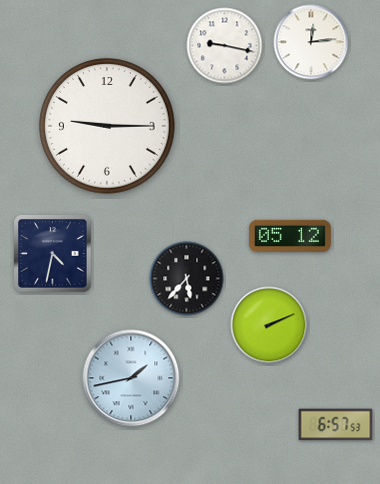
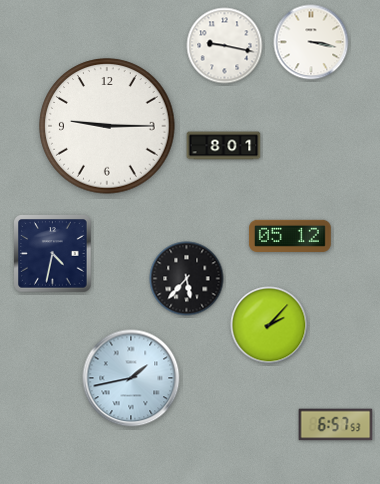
clock at (311, 42): 12:14 -> 3:17
clock at (224, 146): none -> 8:01
clock at (269, 325): 2:11 -> 2:07
